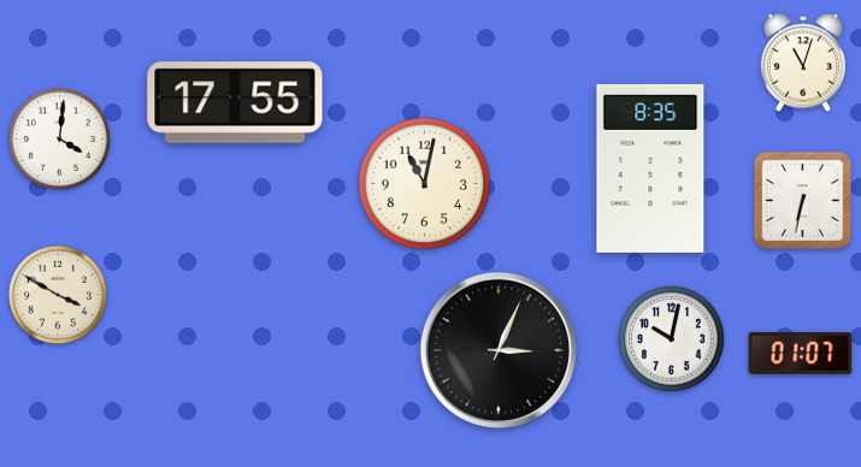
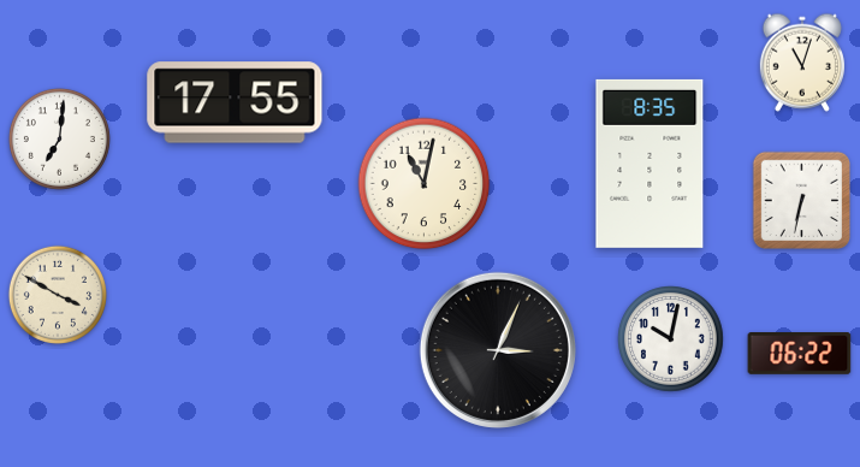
clock at (59, 138): 4:01 -> 7:01
clock at (650, 169) position: (650, 169) -> (650, 164)
clock at (801, 354): 01:07 -> 06:22
